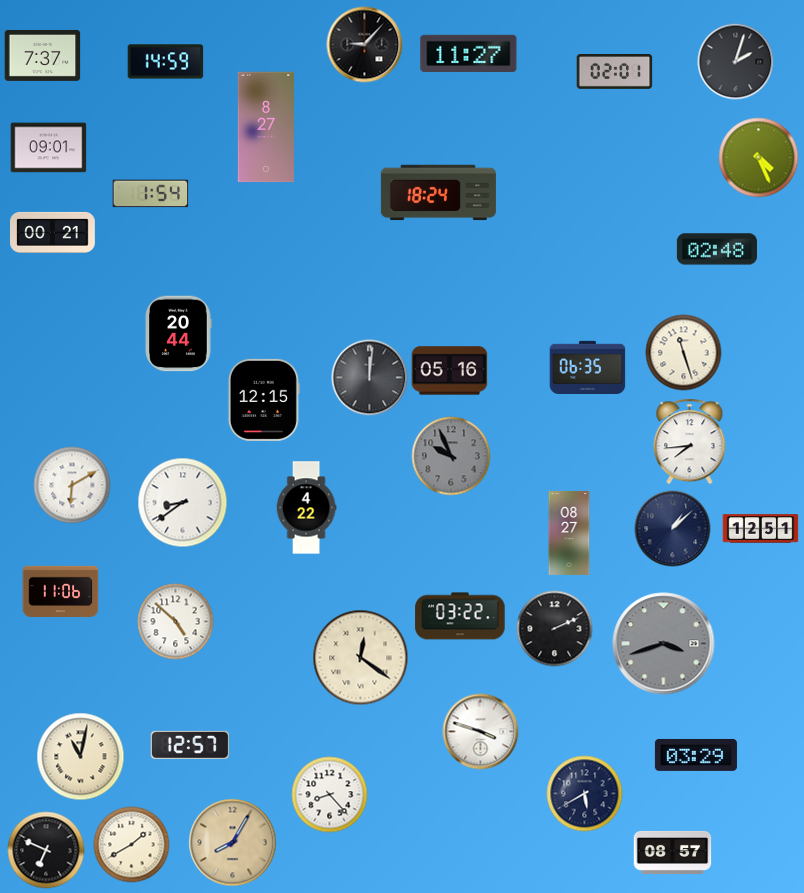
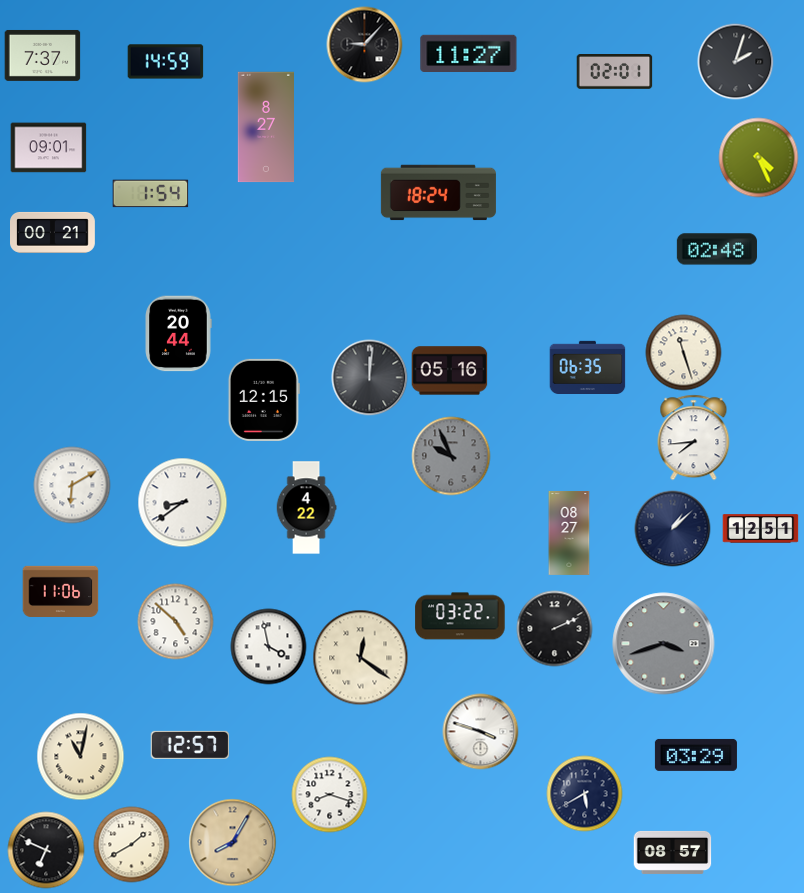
clock at (690, 442) position: (690, 442) -> (694, 438)
clock at (269, 647): none -> 3:58
clock at (330, 795): 8:23 -> 8:18
